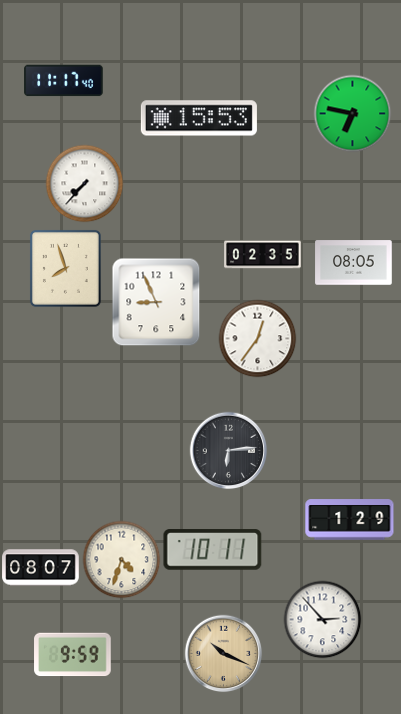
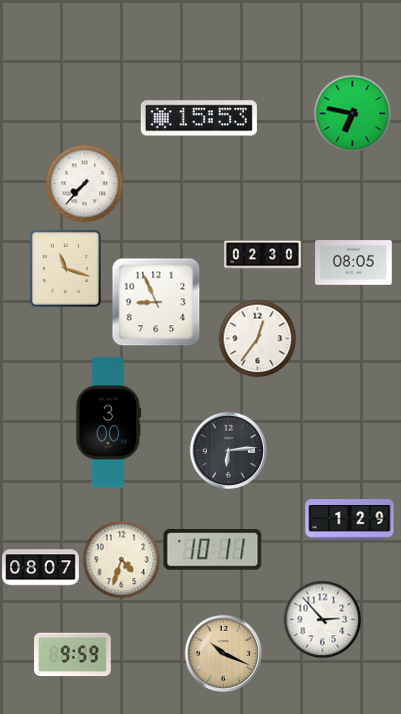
clock at (64, 81): 11:17 -> none
clock at (263, 255): 02:35 -> 02:30
clock at (65, 268): 7:57 -> 11:18
clock at (109, 423): none -> 3:00
